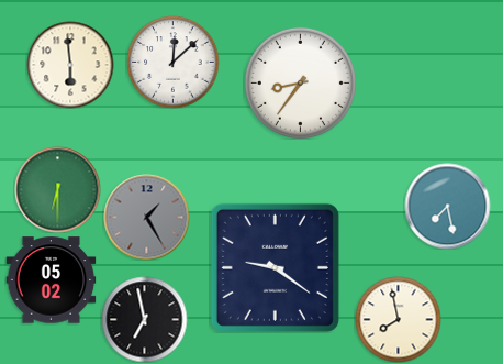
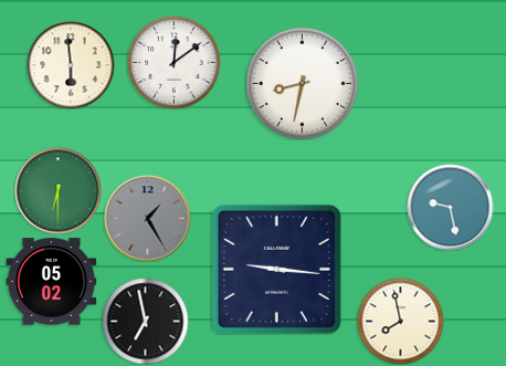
clock at (172, 62): 12:08 -> 12:09
clock at (300, 82): 8:36 -> 8:32
clock at (447, 206): 7:28 -> 9:28
clock at (275, 267): 9:21 -> 9:16
